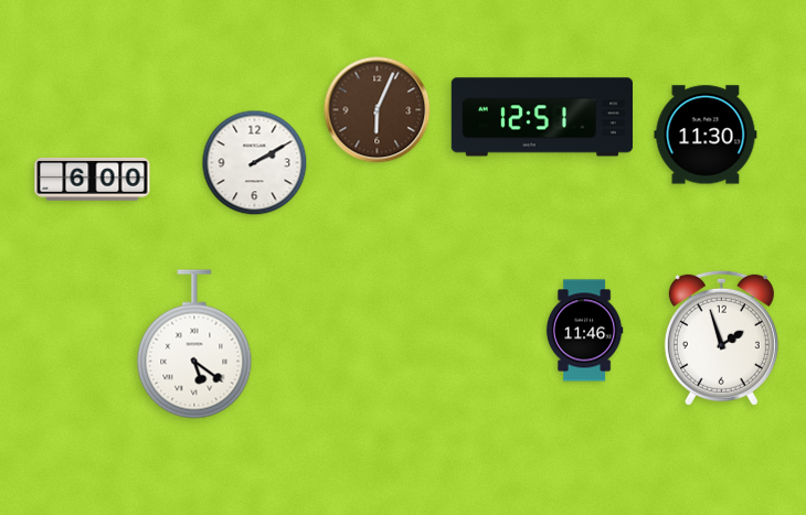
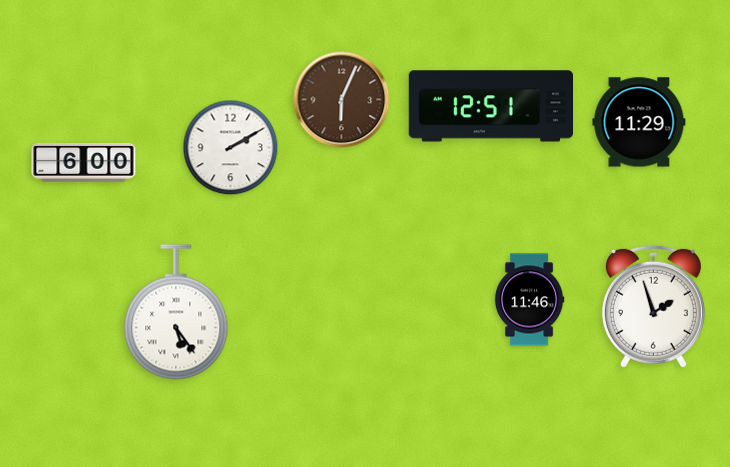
clock at (706, 135): 11:30 -> 11:29
clock at (194, 344): 5:21 -> 5:24
